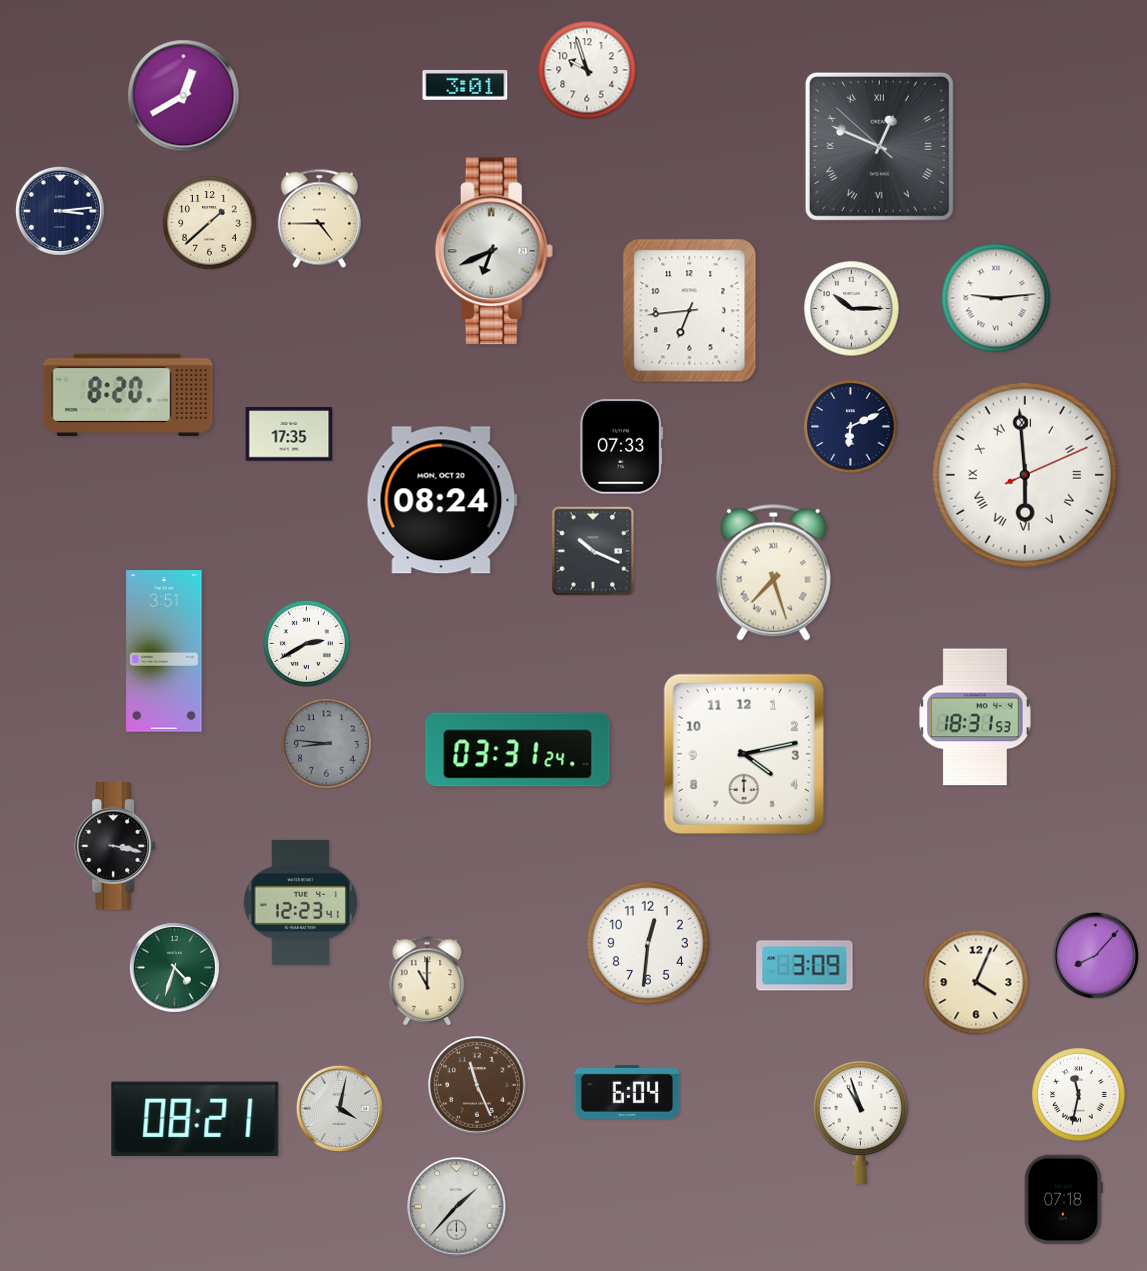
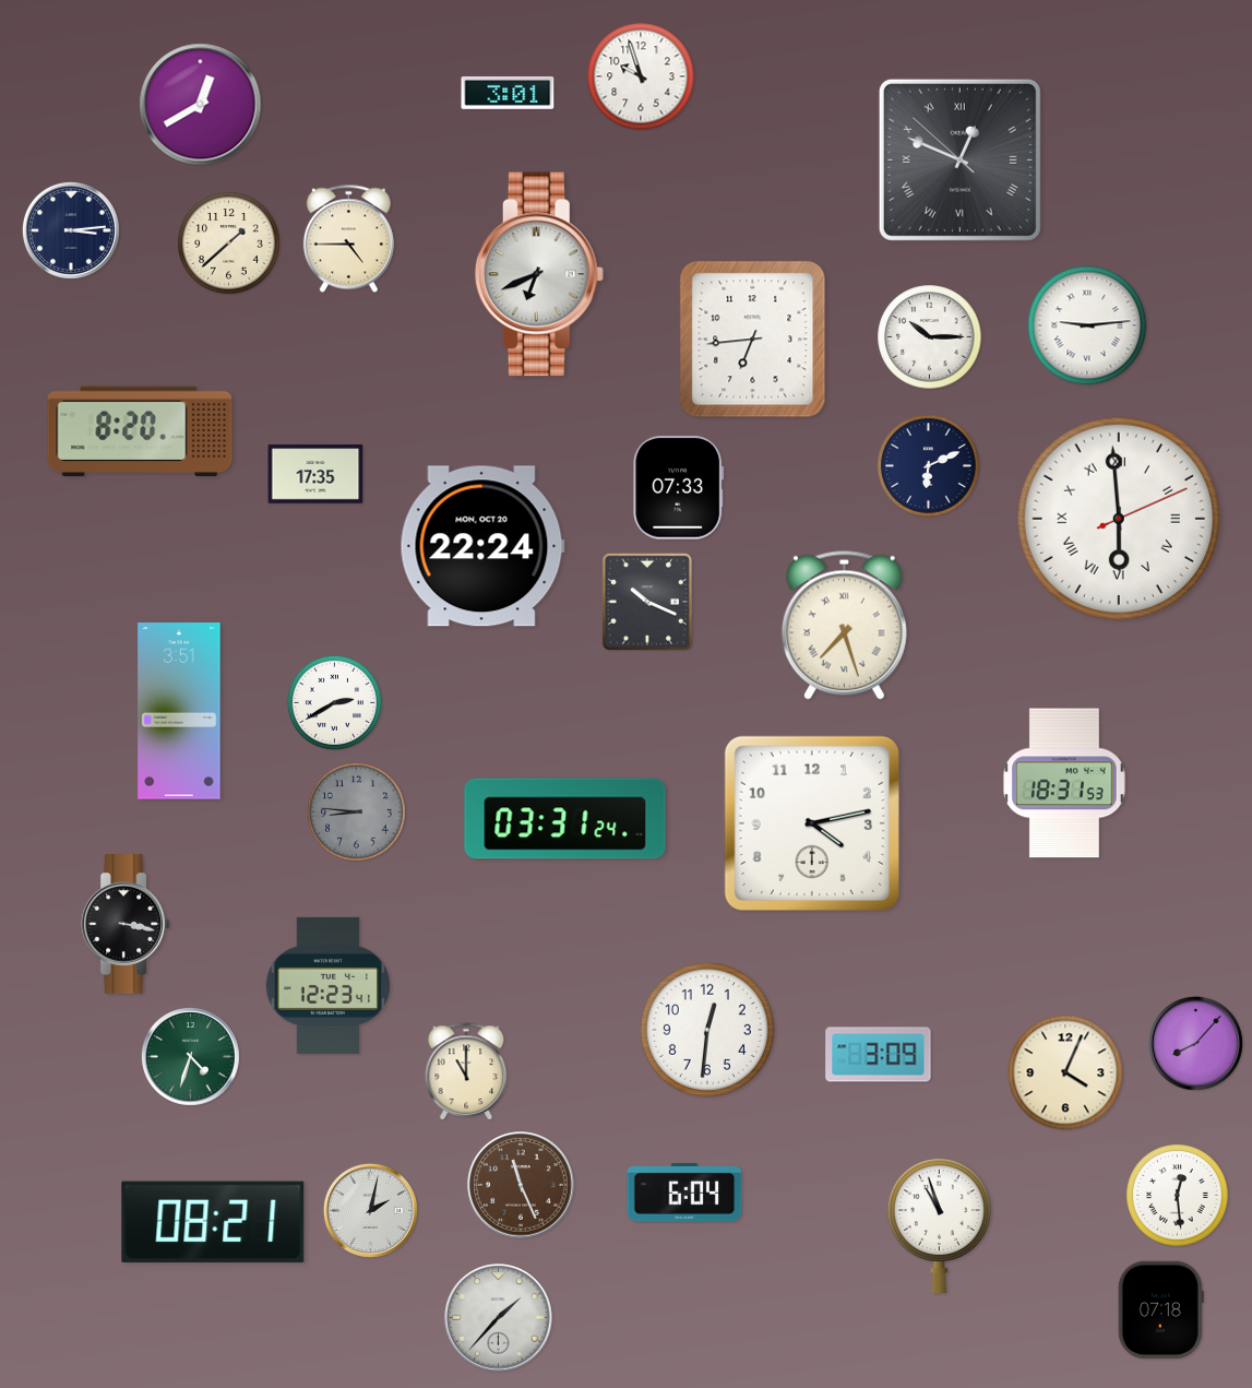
clock at (60, 211) position: (60, 211) -> (71, 230)
clock at (442, 500): 08:24 -> 22:24
clock at (1079, 1095): 11:32 -> 12:29
clock at (339, 1108): 4:02 -> 2:02
